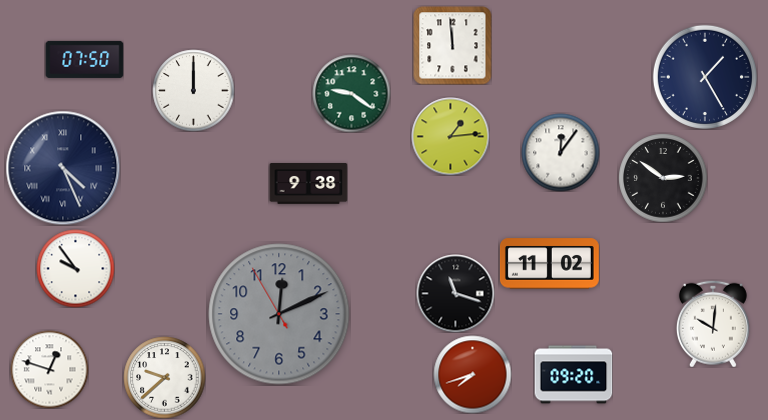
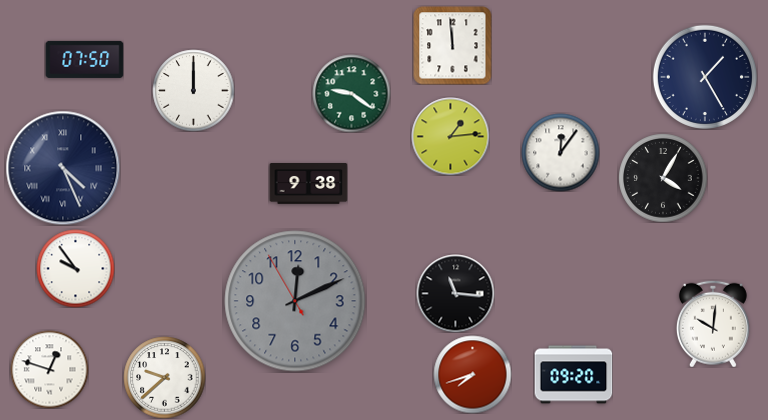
clock at (663, 178): 2:51 -> 4:05
clock at (549, 264): 11:02 -> none
clock at (455, 293): 11:18 -> 11:16
clock at (279, 314) position: (279, 314) -> (295, 301)
